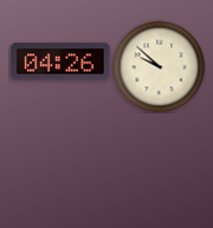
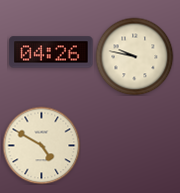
clock at (159, 66): 9:52 -> 9:47
clock at (41, 145): none -> 4:50
